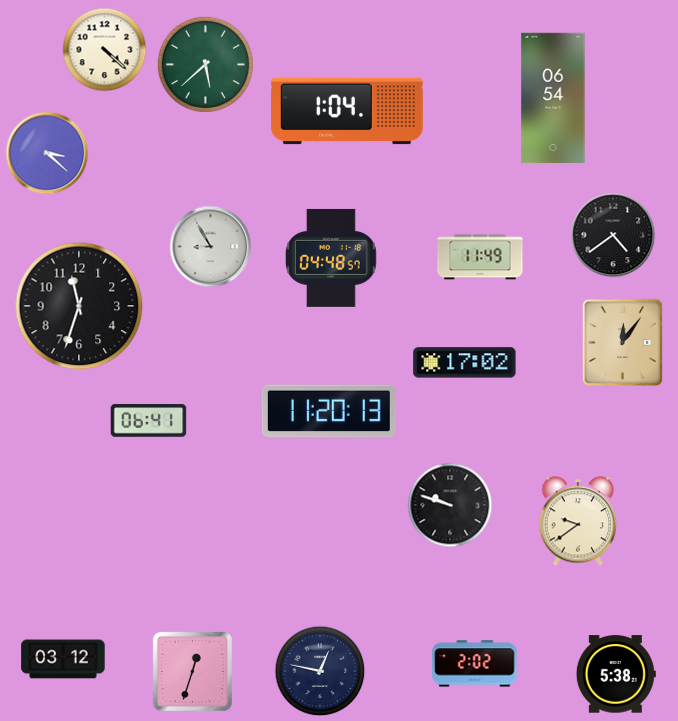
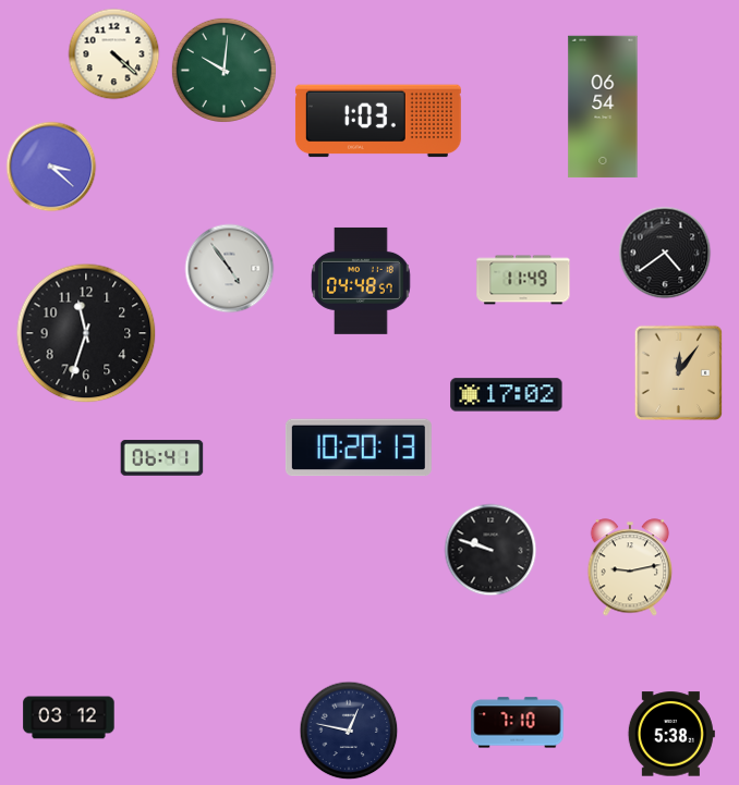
clock at (205, 64): 5:38 -> 10:01
clock at (347, 111): 1:04 -> 1:03
clock at (613, 235) position: (613, 235) -> (665, 253)
clock at (211, 247): 8:55 -> 4:54
clock at (329, 411): 11:20 -> 10:20
clock at (578, 521): 9:39 -> 9:13
clock at (475, 664): 2:02 -> 7:10
clock at (192, 671): 12:33 -> none
